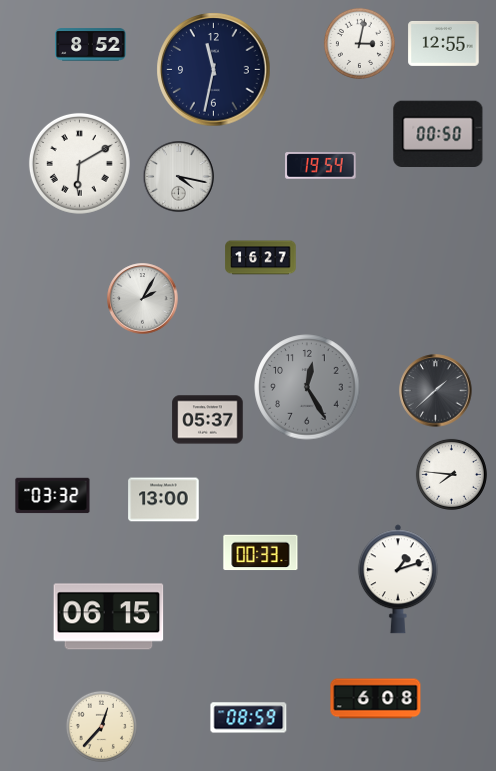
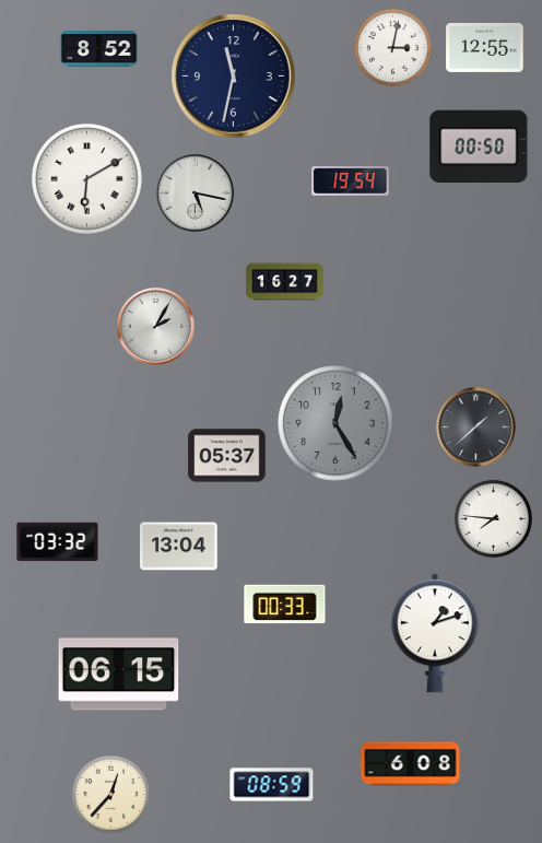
clock at (179, 177): 4:17 -> 5:17
clock at (208, 420) position: (208, 420) -> (227, 456)
clock at (164, 500): 13:00 -> 13:04
